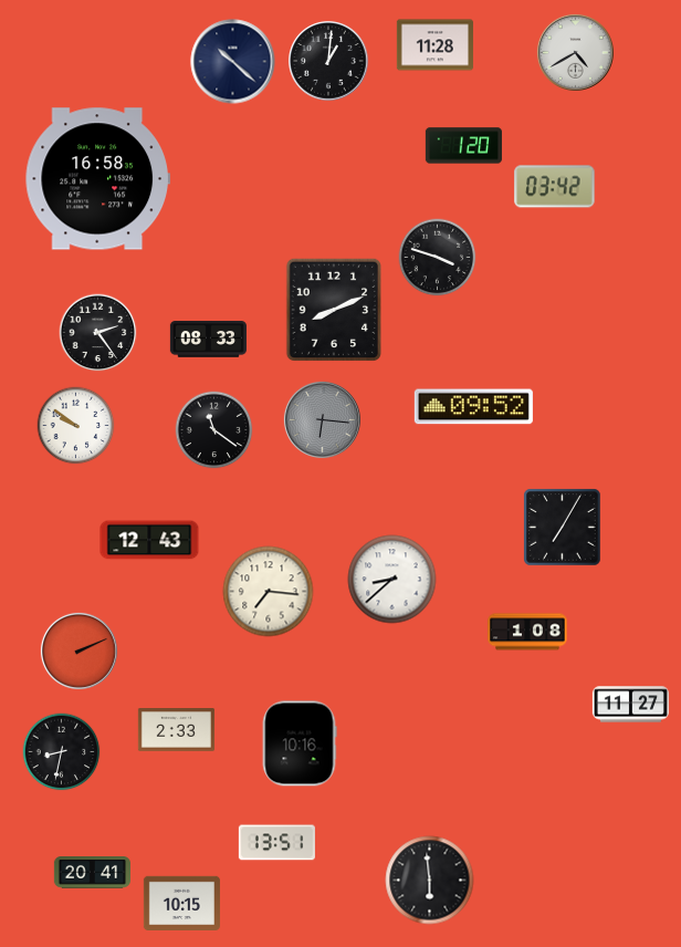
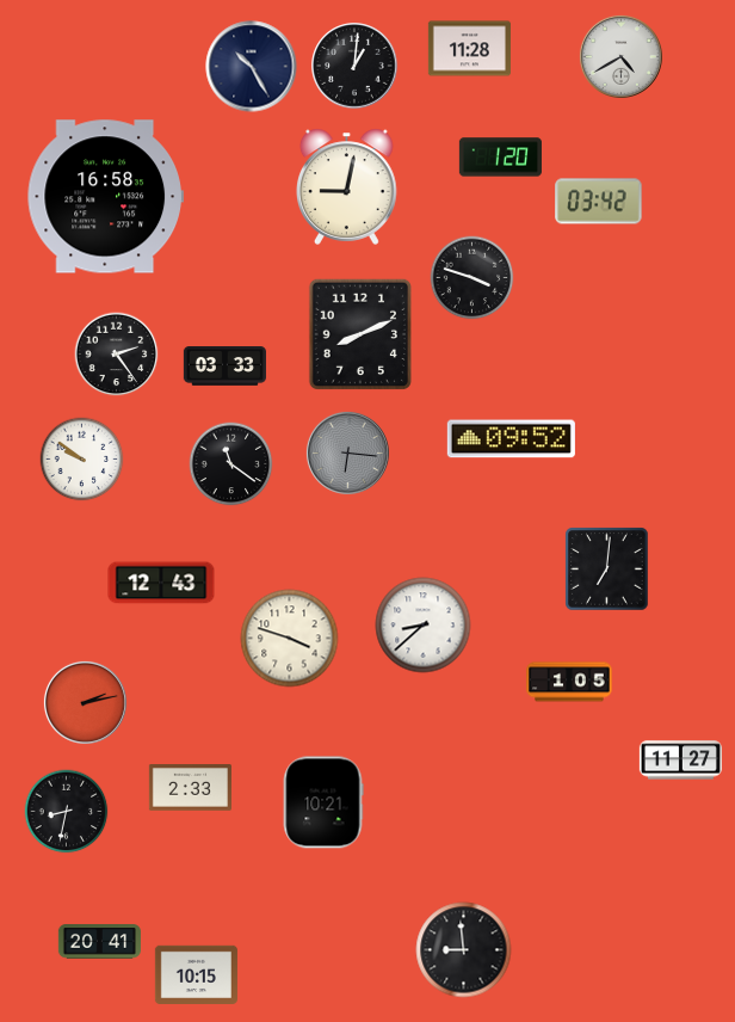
clock at (233, 62): 10:22 -> 10:25
clock at (347, 186): none -> 9:02
clock at (97, 179) position: (97, 179) -> (105, 197)
clock at (98, 333) position: (98, 333) -> (117, 355)
clock at (208, 340): 08:33 -> 03:33
clock at (563, 528): 7:05 -> 7:01
clock at (269, 592): 7:16 -> 3:48
clock at (527, 632): 1:08 -> 1:05
clock at (78, 651): 2:11 -> 2:13
clock at (300, 743): 10:16 -> 10:21
clock at (276, 843): 13:51 -> none
clock at (430, 881): 5:59 -> 8:59
